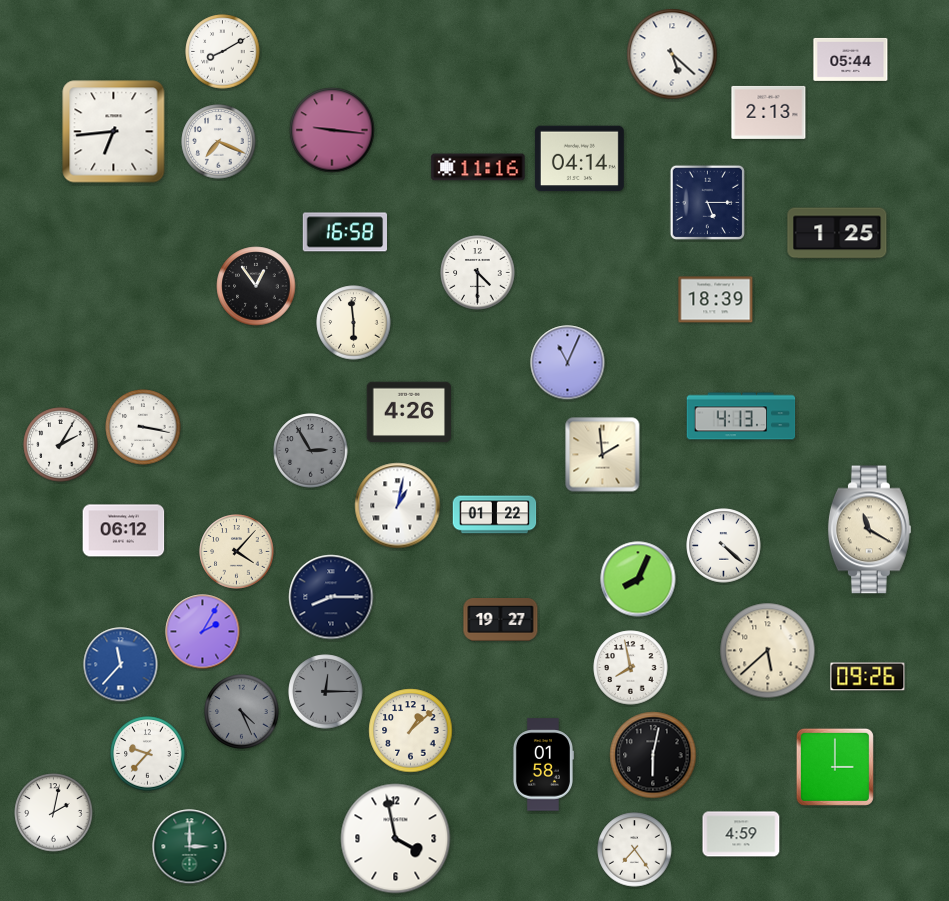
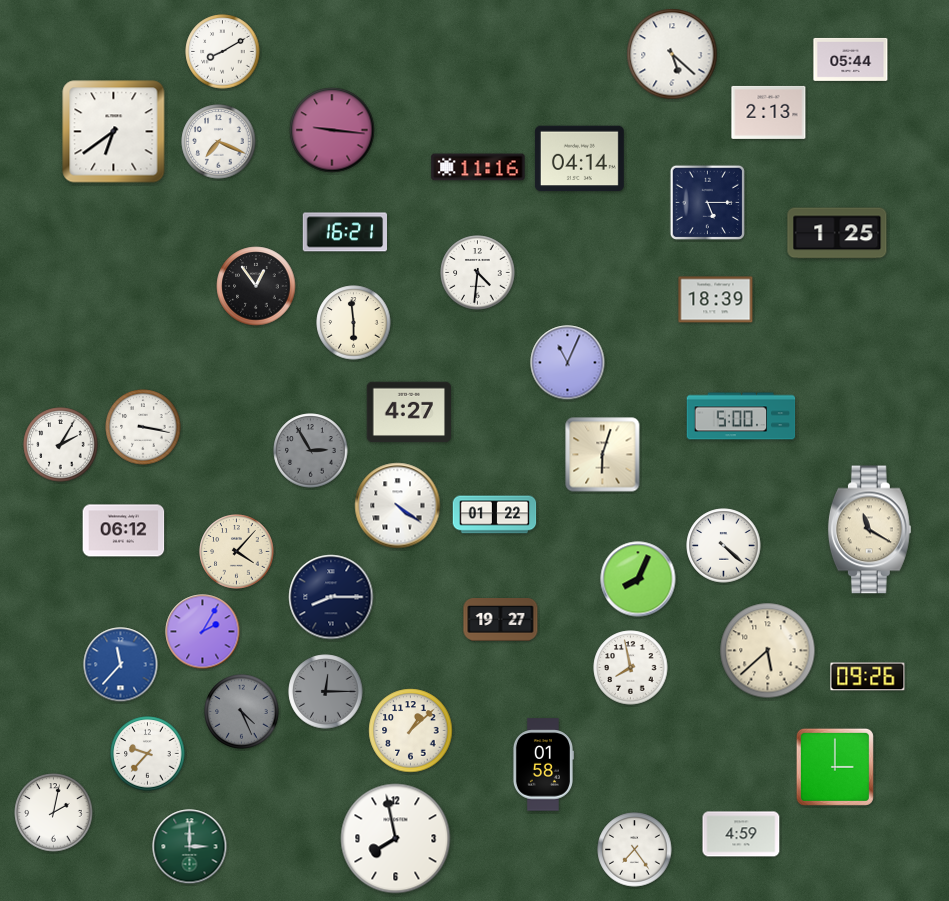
clock at (114, 132): 6:44 -> 6:39
clock at (345, 232): 16:58 -> 16:21
clock at (478, 273): 4:30 -> 4:31
clock at (409, 412): 4:26 -> 4:27
clock at (741, 416): 4:13 -> 5:00
clock at (603, 455): 1:59 -> 6:03
clock at (398, 506): 1:02 -> 4:21
clock at (653, 755): 6:02 -> none
clock at (396, 839): 3:58 -> 7:58
